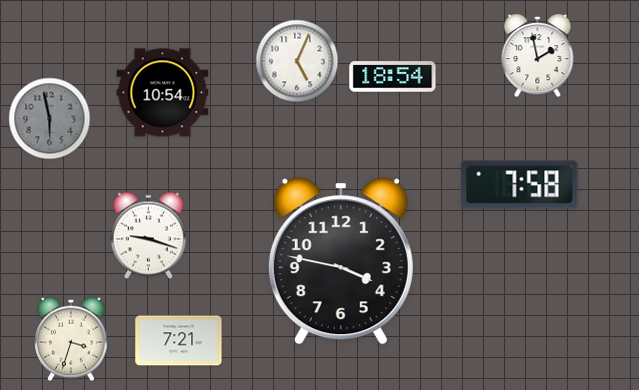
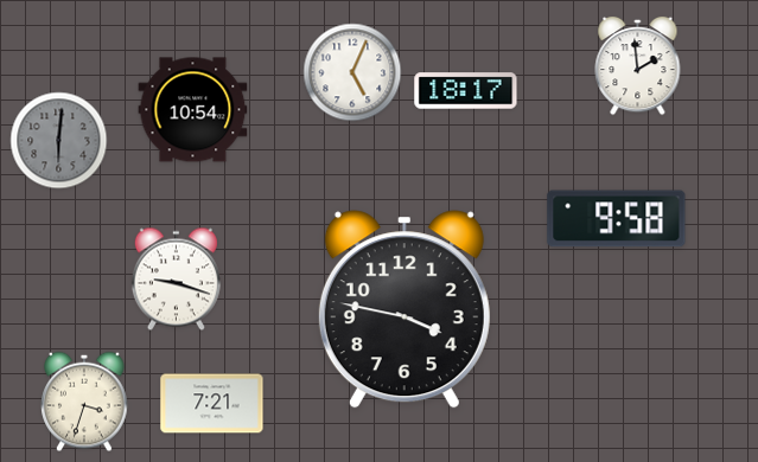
clock at (538, 56): 1:58 -> 1:59
clock at (393, 77): 18:54 -> 18:17
clock at (50, 119): 5:58 -> 6:01
clock at (520, 185): 7:58 -> 9:58
